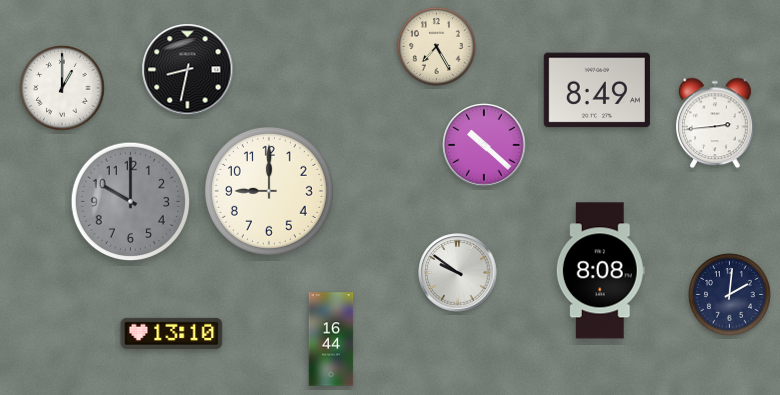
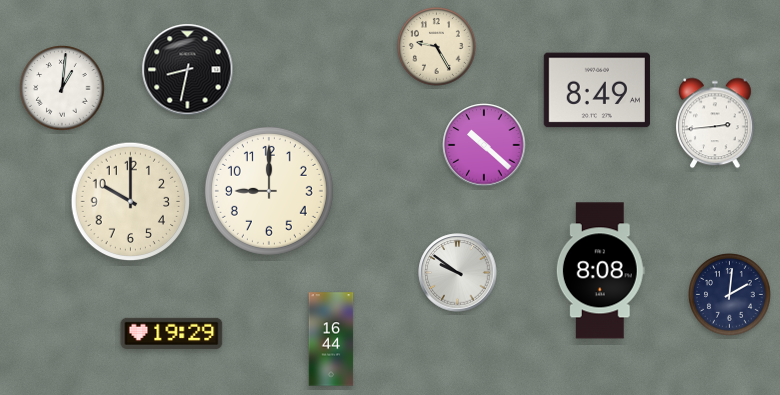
clock at (436, 46): 7:25 -> 9:25
clock at (62, 88): 1:00 -> 1:01
clock at (131, 202) dial: grey -> cream
clock at (172, 333): 13:10 -> 19:29
